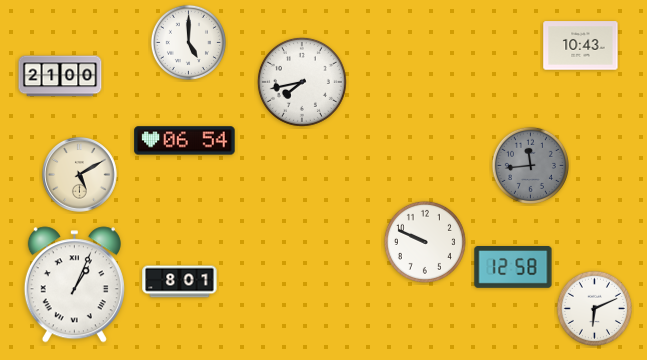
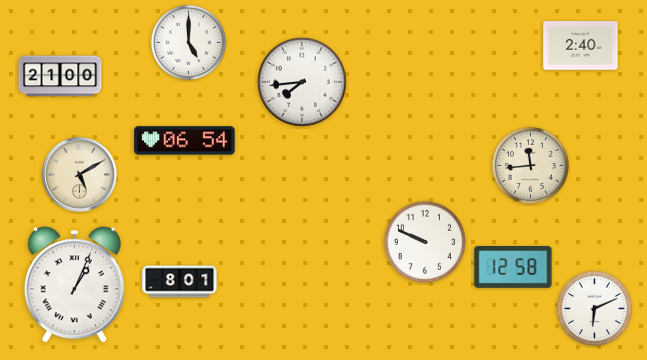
clock at (581, 46): 10:43 -> 2:40
clock at (302, 82): 7:43 -> 7:44
clock at (530, 165) dial: grey -> cream
